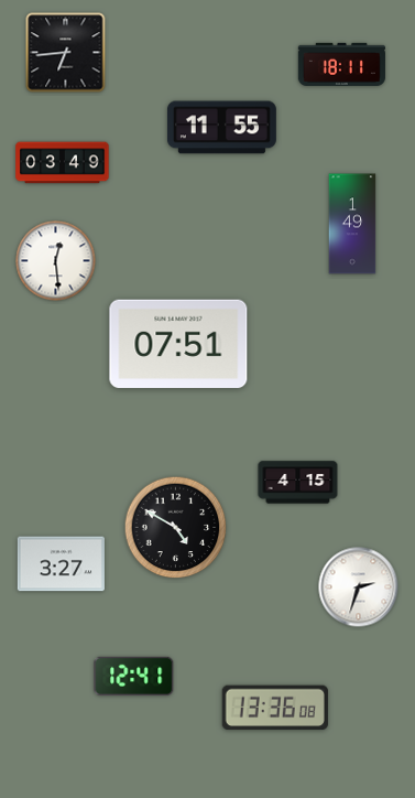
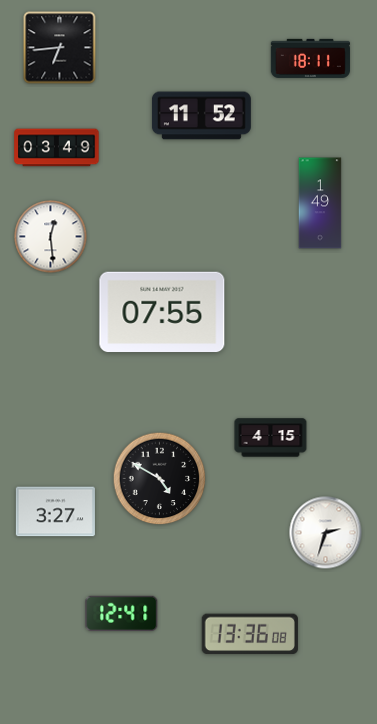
clock at (221, 128): 11:55 -> 11:52
clock at (178, 344): 07:51 -> 07:55
clock at (275, 708) position: (275, 708) -> (250, 634)
